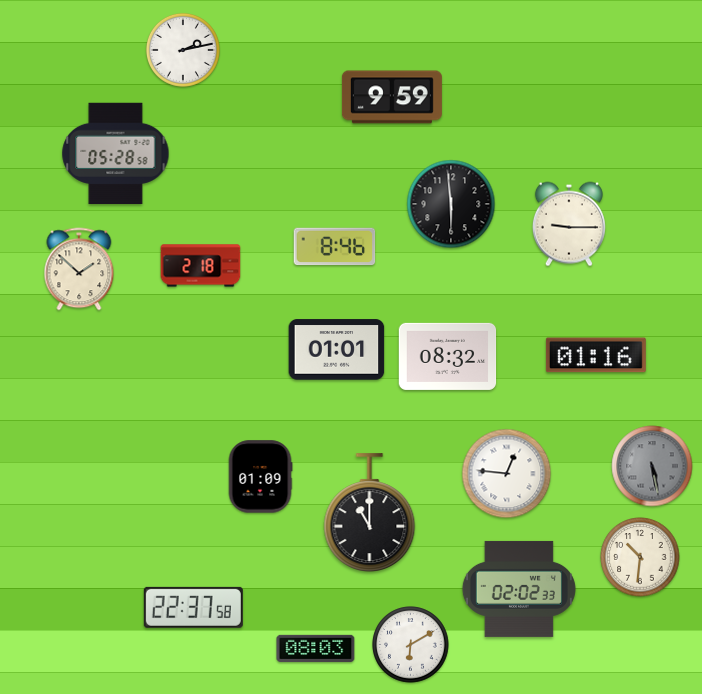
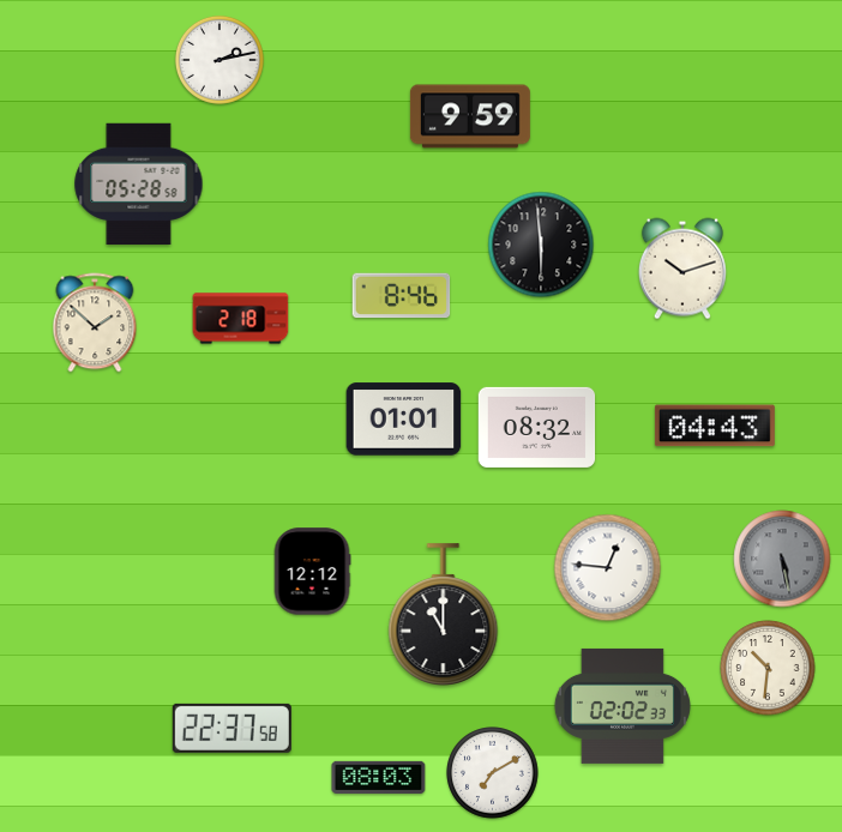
clock at (569, 224): 9:15 -> 10:12
clock at (596, 355): 01:16 -> 04:43
clock at (260, 477): 01:09 -> 12:12
clock at (411, 645): 6:10 -> 7:10
